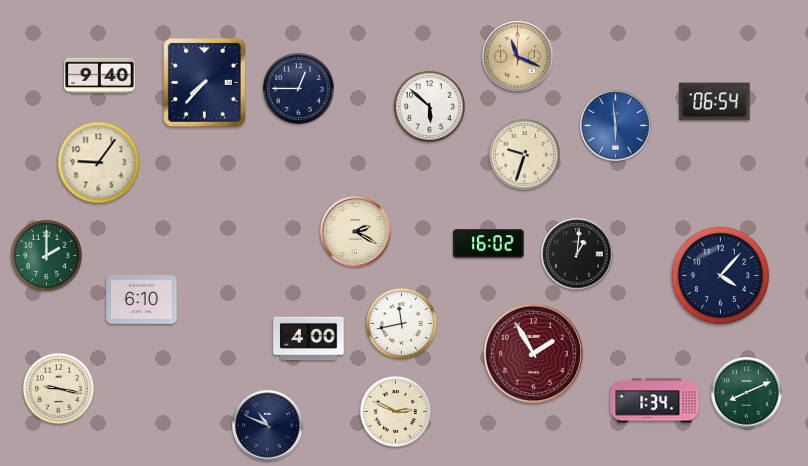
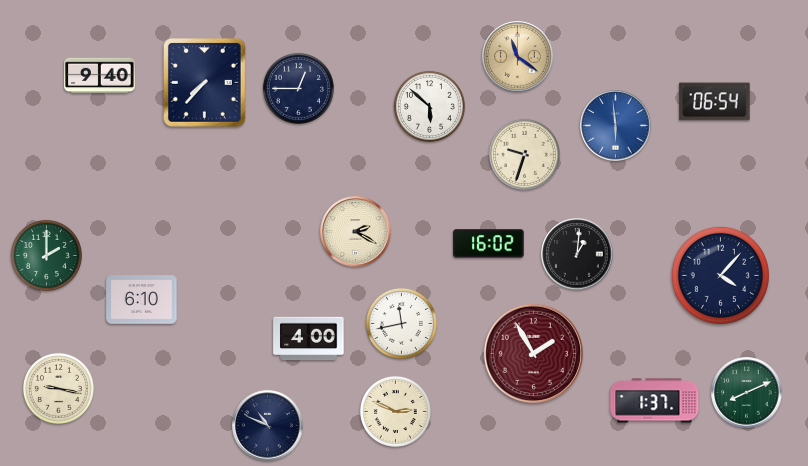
clock at (518, 57): 11:19 -> 11:21
clock at (99, 163): 9:06 -> none
clock at (655, 401): 1:34 -> 1:37
